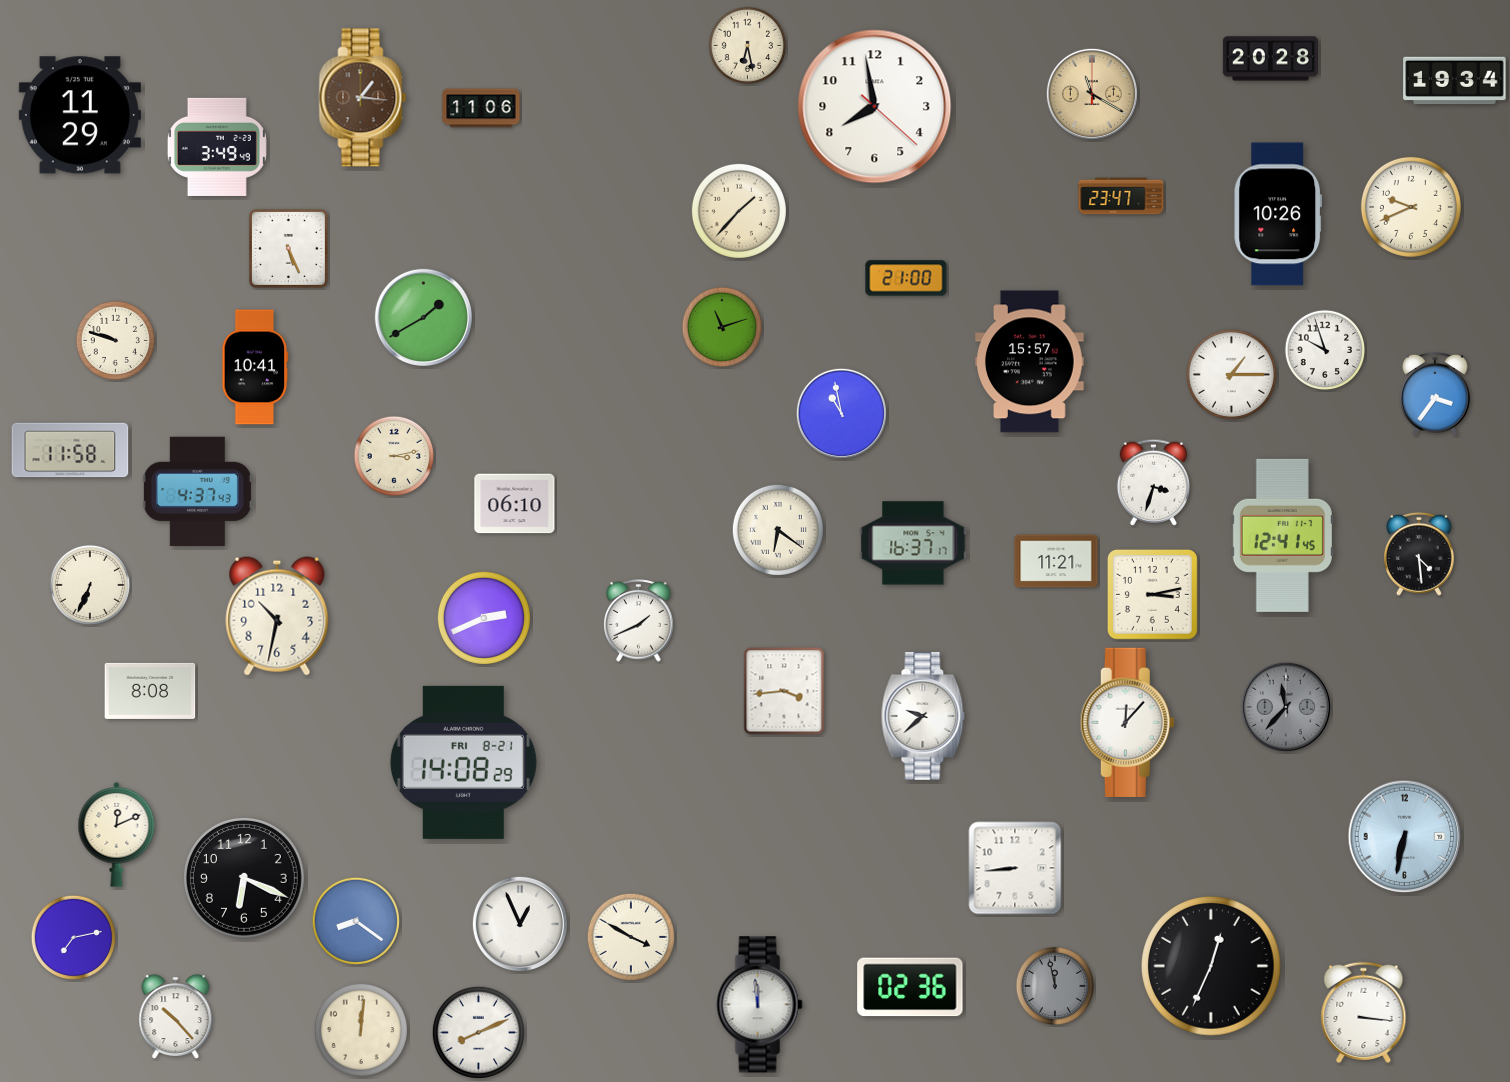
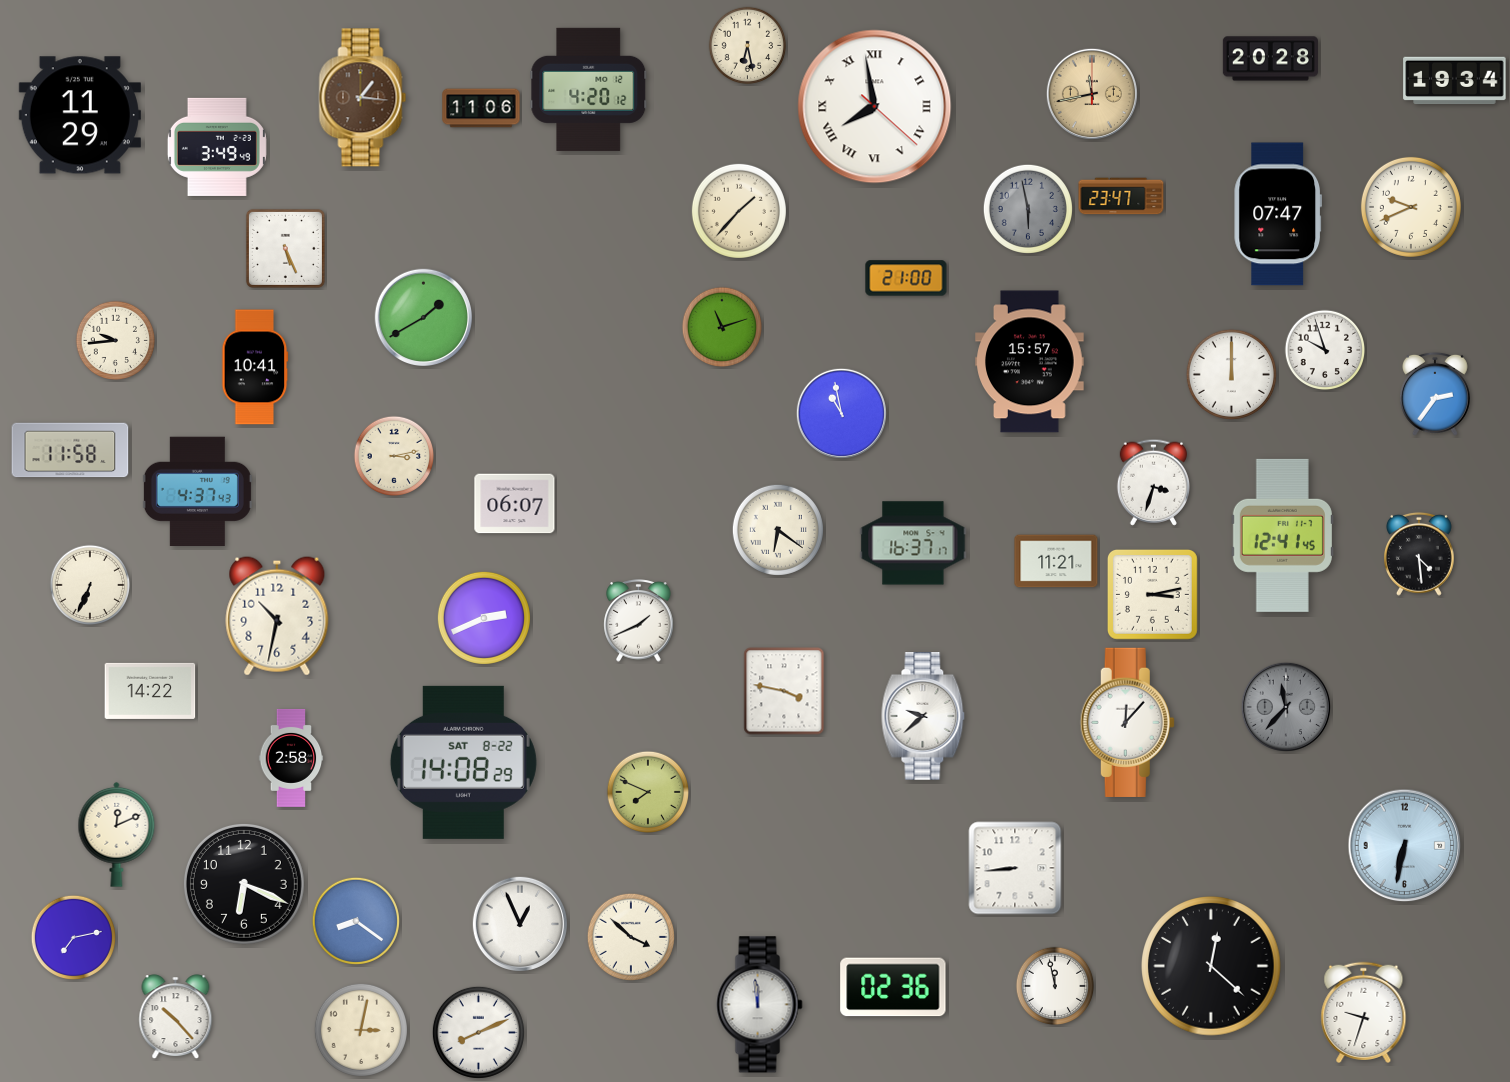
clock at (589, 89): none -> 4:20
clock at (1092, 94): 11:20 -> 11:43
clock at (875, 107) numerals: Arabic -> Roman
clock at (1028, 209): none -> 5:58
clock at (1277, 214): 10:26 -> 07:47
clock at (288, 248) position: (288, 248) -> (285, 248)
clock at (116, 341): 9:48 -> 9:44
clock at (1231, 374): 1:15 -> 12:00
clock at (1436, 394): 3:36 -> 2:36
clock at (515, 504): 06:10 -> 06:07
clock at (150, 691): 8:08 -> 14:22
clock at (784, 691): 3:44 -> 3:47
clock at (291, 758): none -> 2:58
clock at (463, 762) date: FRI 8-21 -> SAT 8-22
clock at (647, 791): none -> 7:49
clock at (1405, 837) position: (1405, 837) -> (1405, 846)
clock at (244, 878) position: (244, 878) -> (244, 884)
clock at (631, 937): 3:50 -> 3:52
clock at (1211, 966): 12:34 -> 12:22
clock at (1055, 986) dial: grey -> white
clock at (910, 987) position: (910, 987) -> (893, 987)
clock at (1364, 1012): 3:16 -> 9:33
clock at (361, 1030): 12:01 -> 3:02
